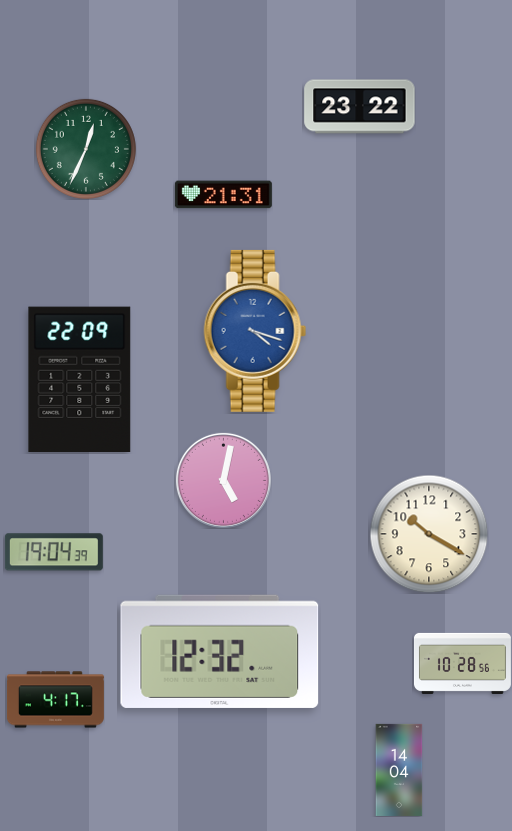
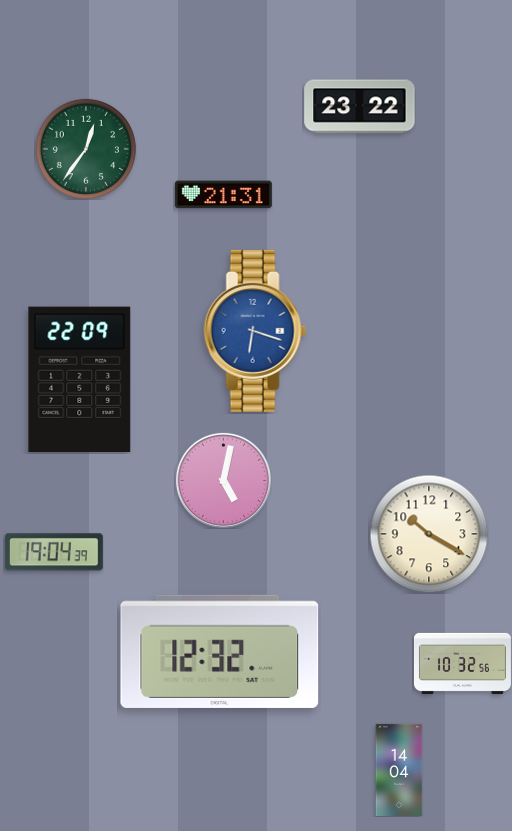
clock at (86, 149): 12:34 -> 12:36
clock at (255, 331): 4:18 -> 6:18
clock at (462, 663): 10:28 -> 10:32
clock at (55, 700): 4:17 -> none
